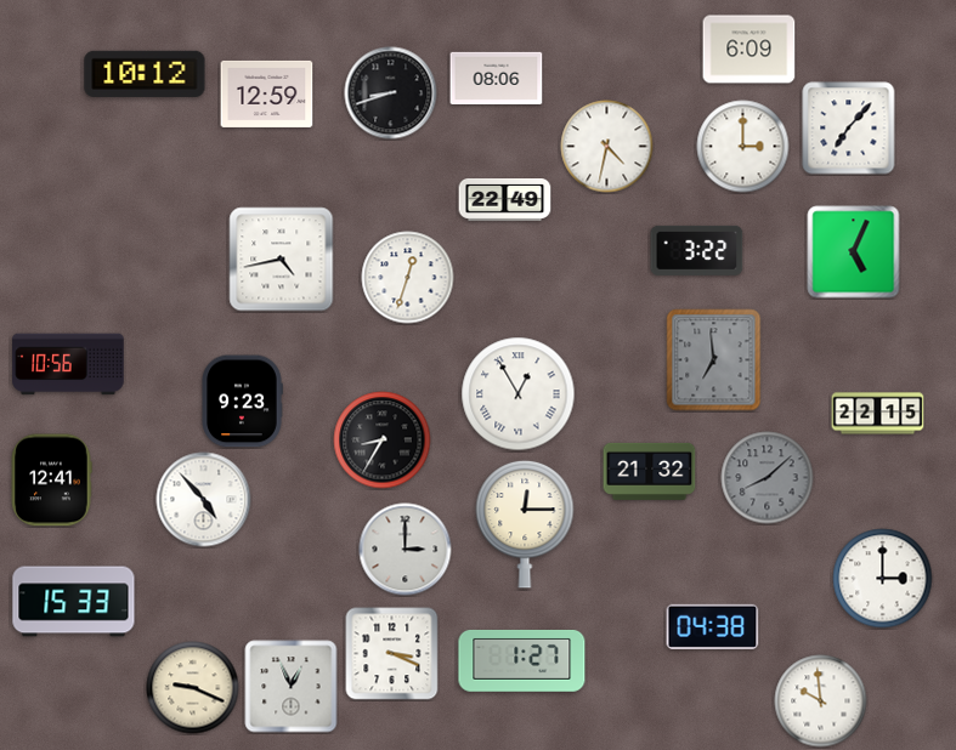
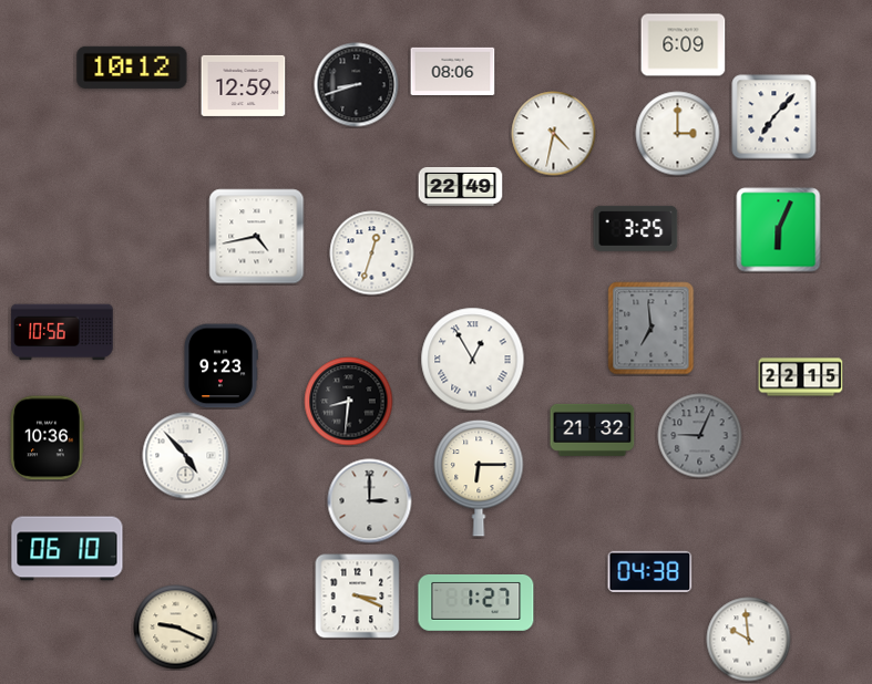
clock at (505, 200) position: (505, 200) -> (461, 187)
clock at (697, 250): 3:22 -> 3:25
clock at (854, 252): 5:04 -> 6:04
clock at (383, 441): 8:35 -> 8:31
clock at (768, 478): 8:08 -> 9:04
clock at (51, 481): 12:41 -> 10:36
clock at (525, 524): 12:15 -> 6:15
clock at (883, 579): 3:00 -> none
clock at (74, 602): 15:33 -> 06:10
clock at (292, 687): 12:56 -> none
